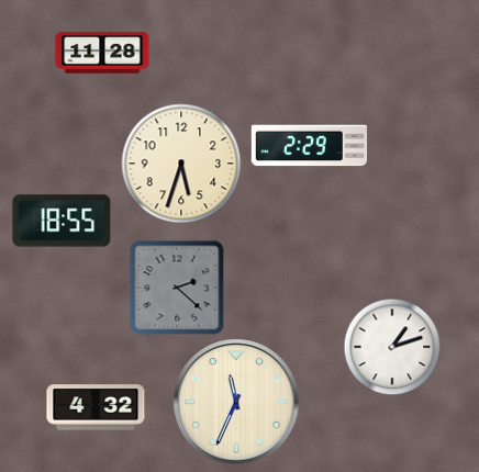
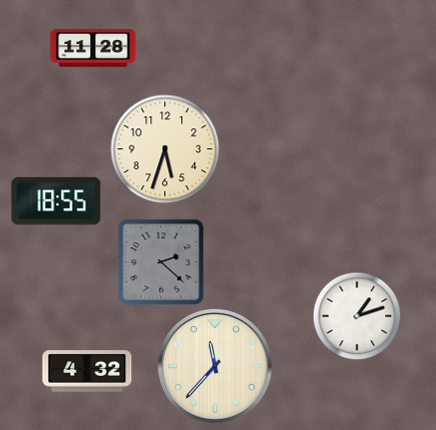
clock at (310, 146): 2:29 -> none
clock at (236, 402): 11:34 -> 11:37
